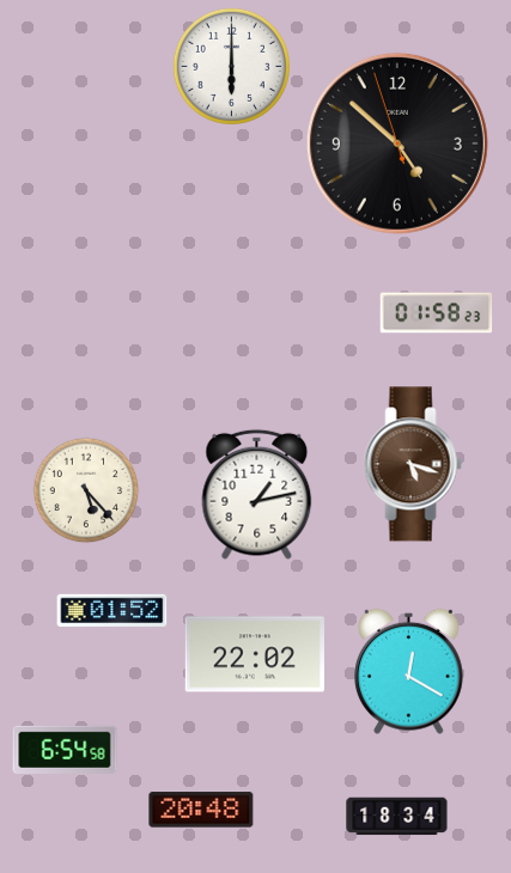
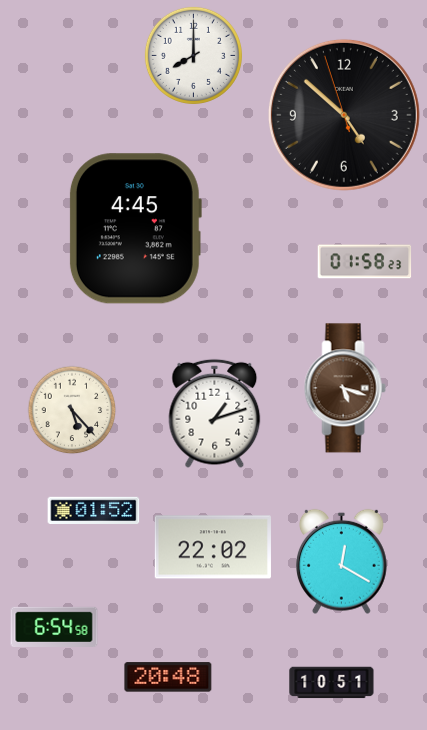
clock at (231, 66): 6:00 -> 8:00
clock at (397, 144) position: (397, 144) -> (344, 115)
clock at (135, 229): none -> 4:45
clock at (257, 494): 1:13 -> 1:12
clock at (397, 817): 18:34 -> 10:51
